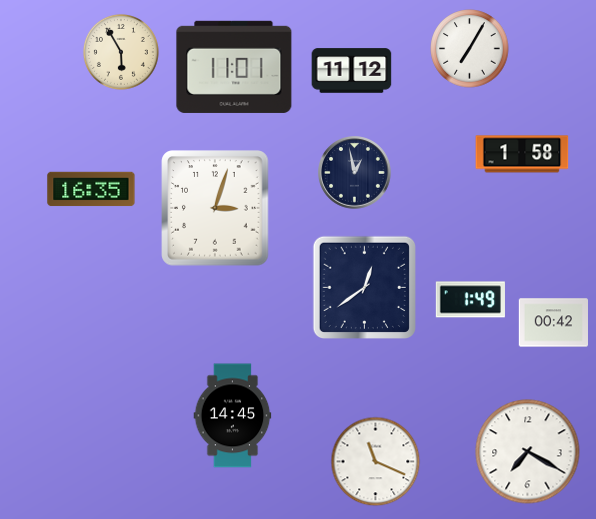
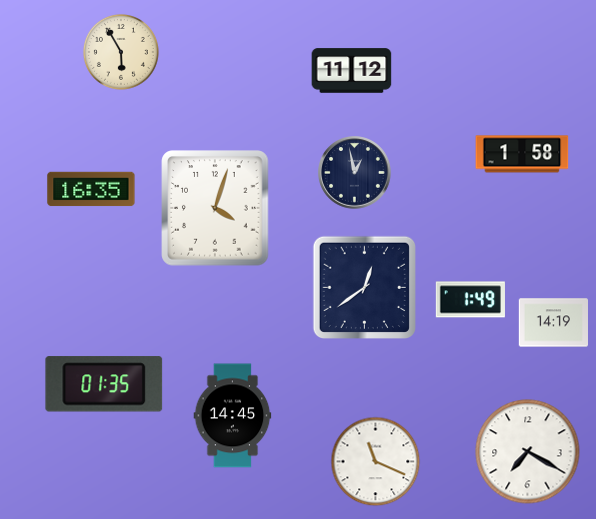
clock at (470, 49): 7:05 -> none
clock at (234, 67): 11:01 -> none
clock at (215, 208): 3:03 -> 4:03
clock at (553, 323): 00:42 -> 14:19
clock at (104, 384): none -> 01:35
